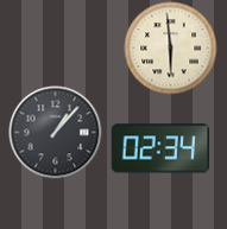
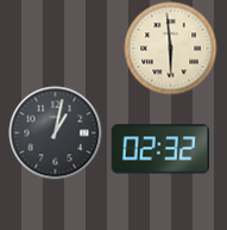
clock at (55, 132): 1:07 -> 1:02
clock at (159, 148): 02:34 -> 02:32
